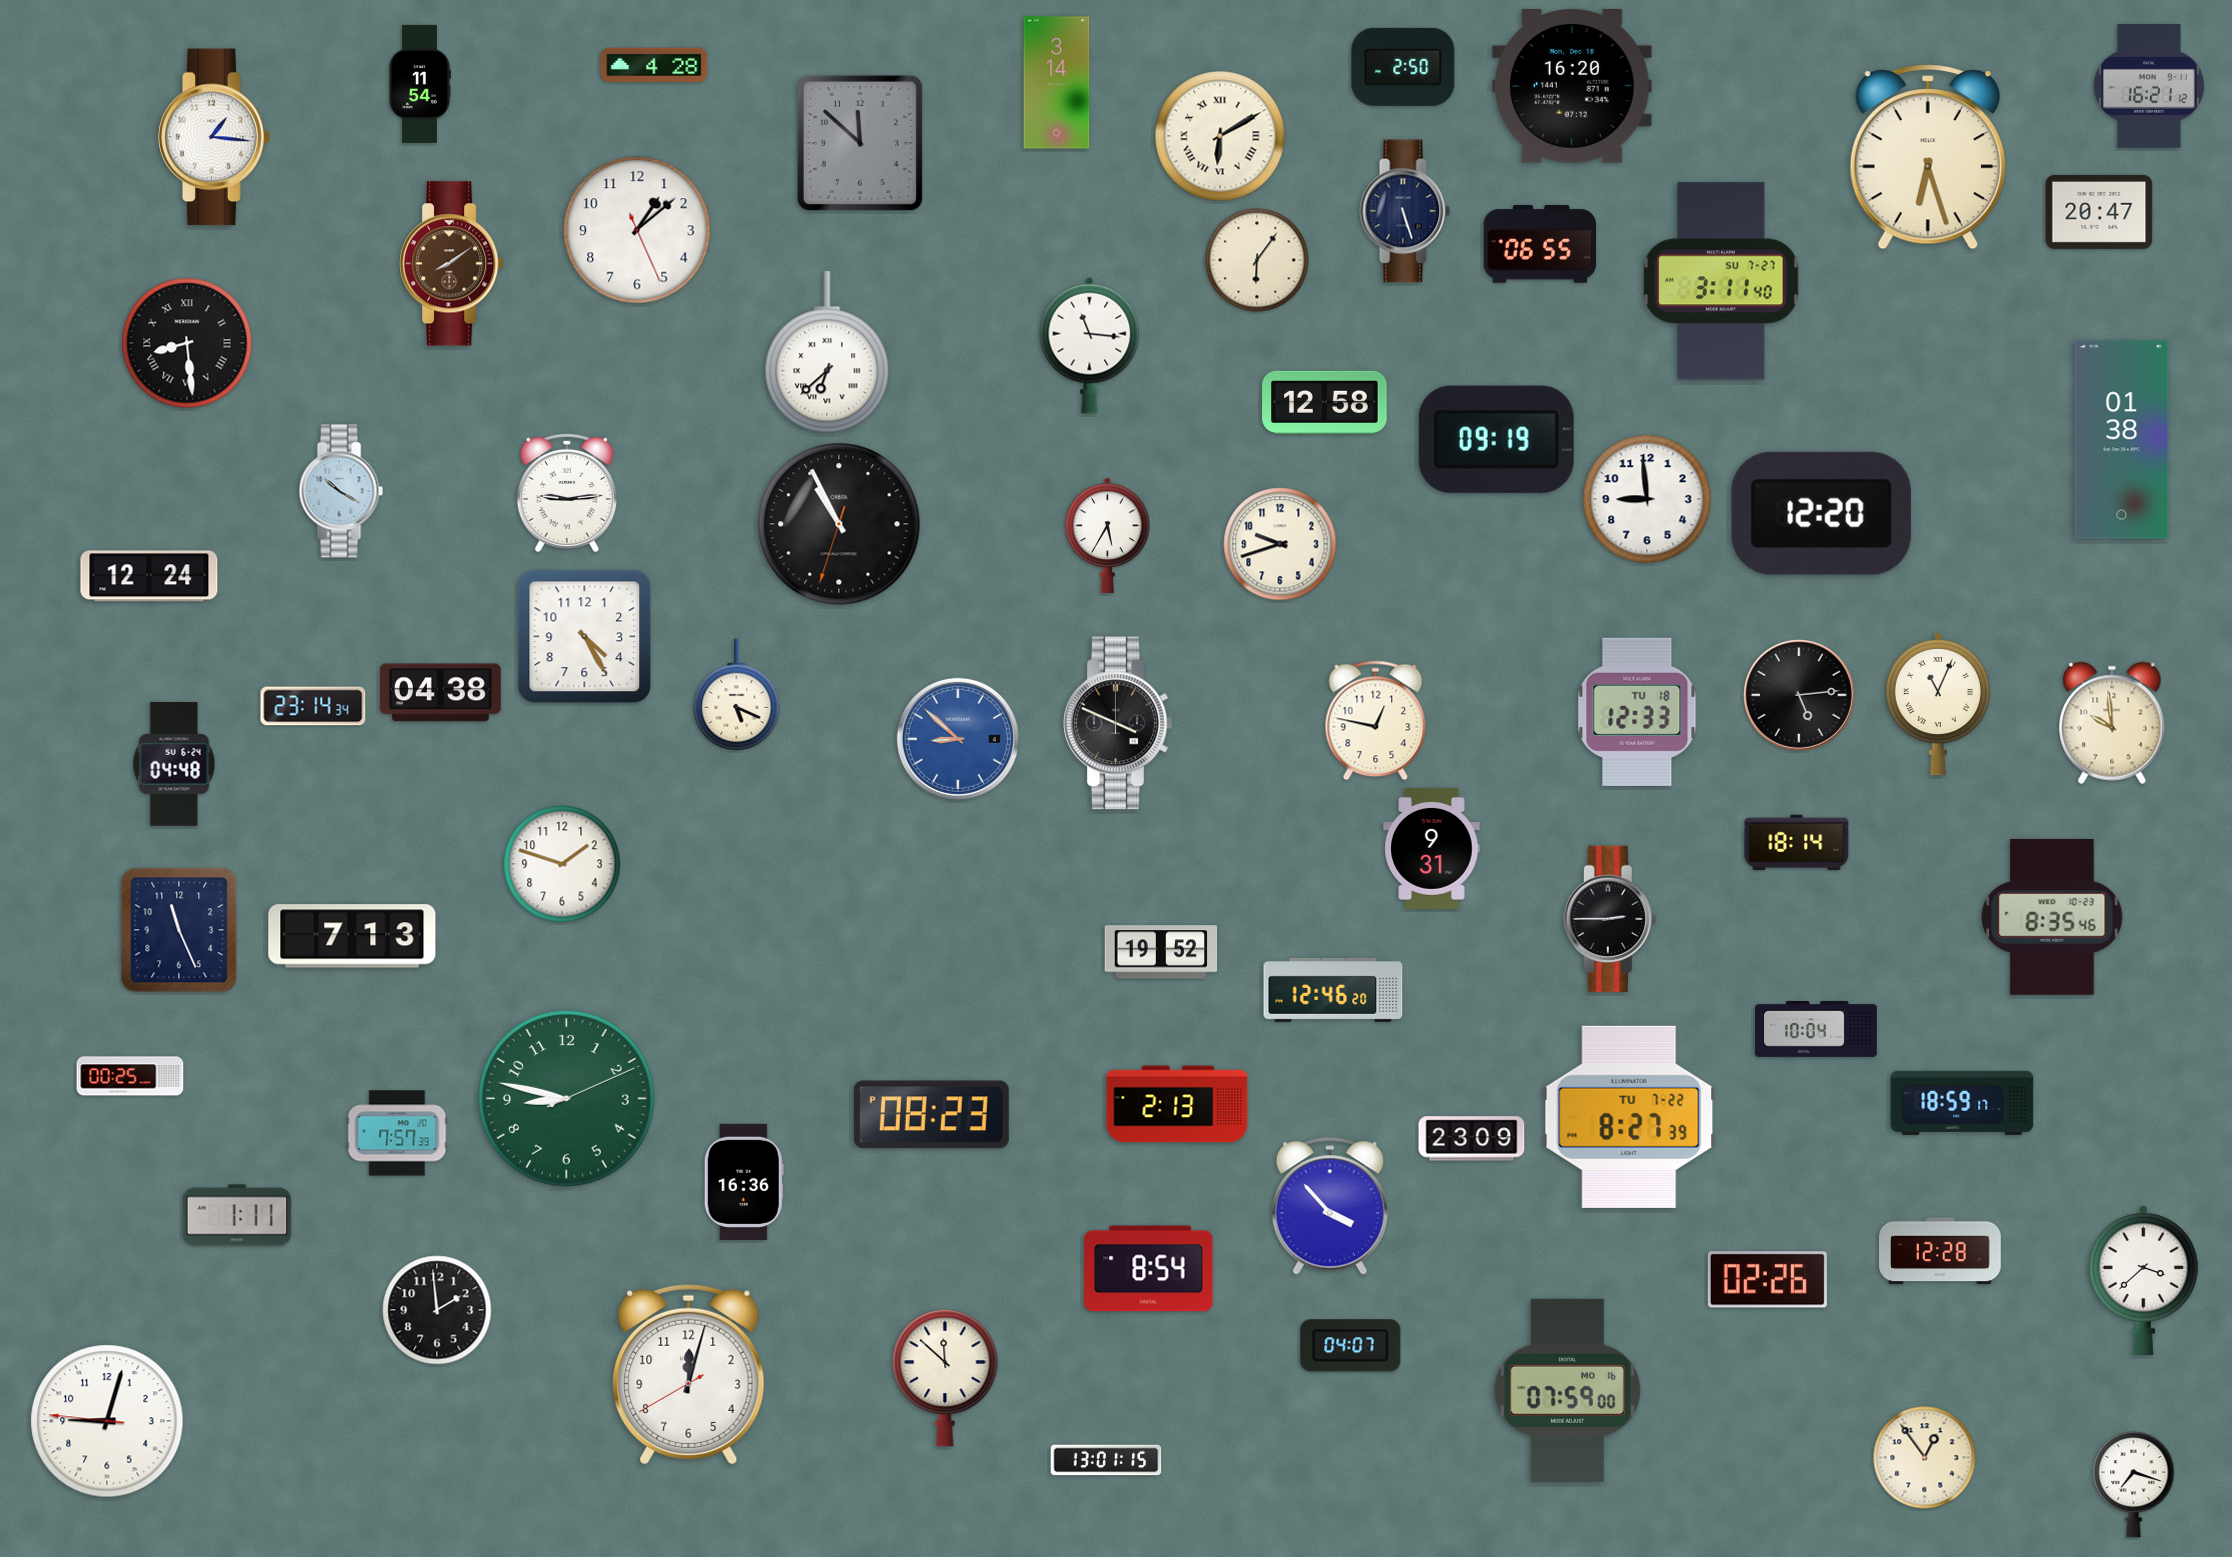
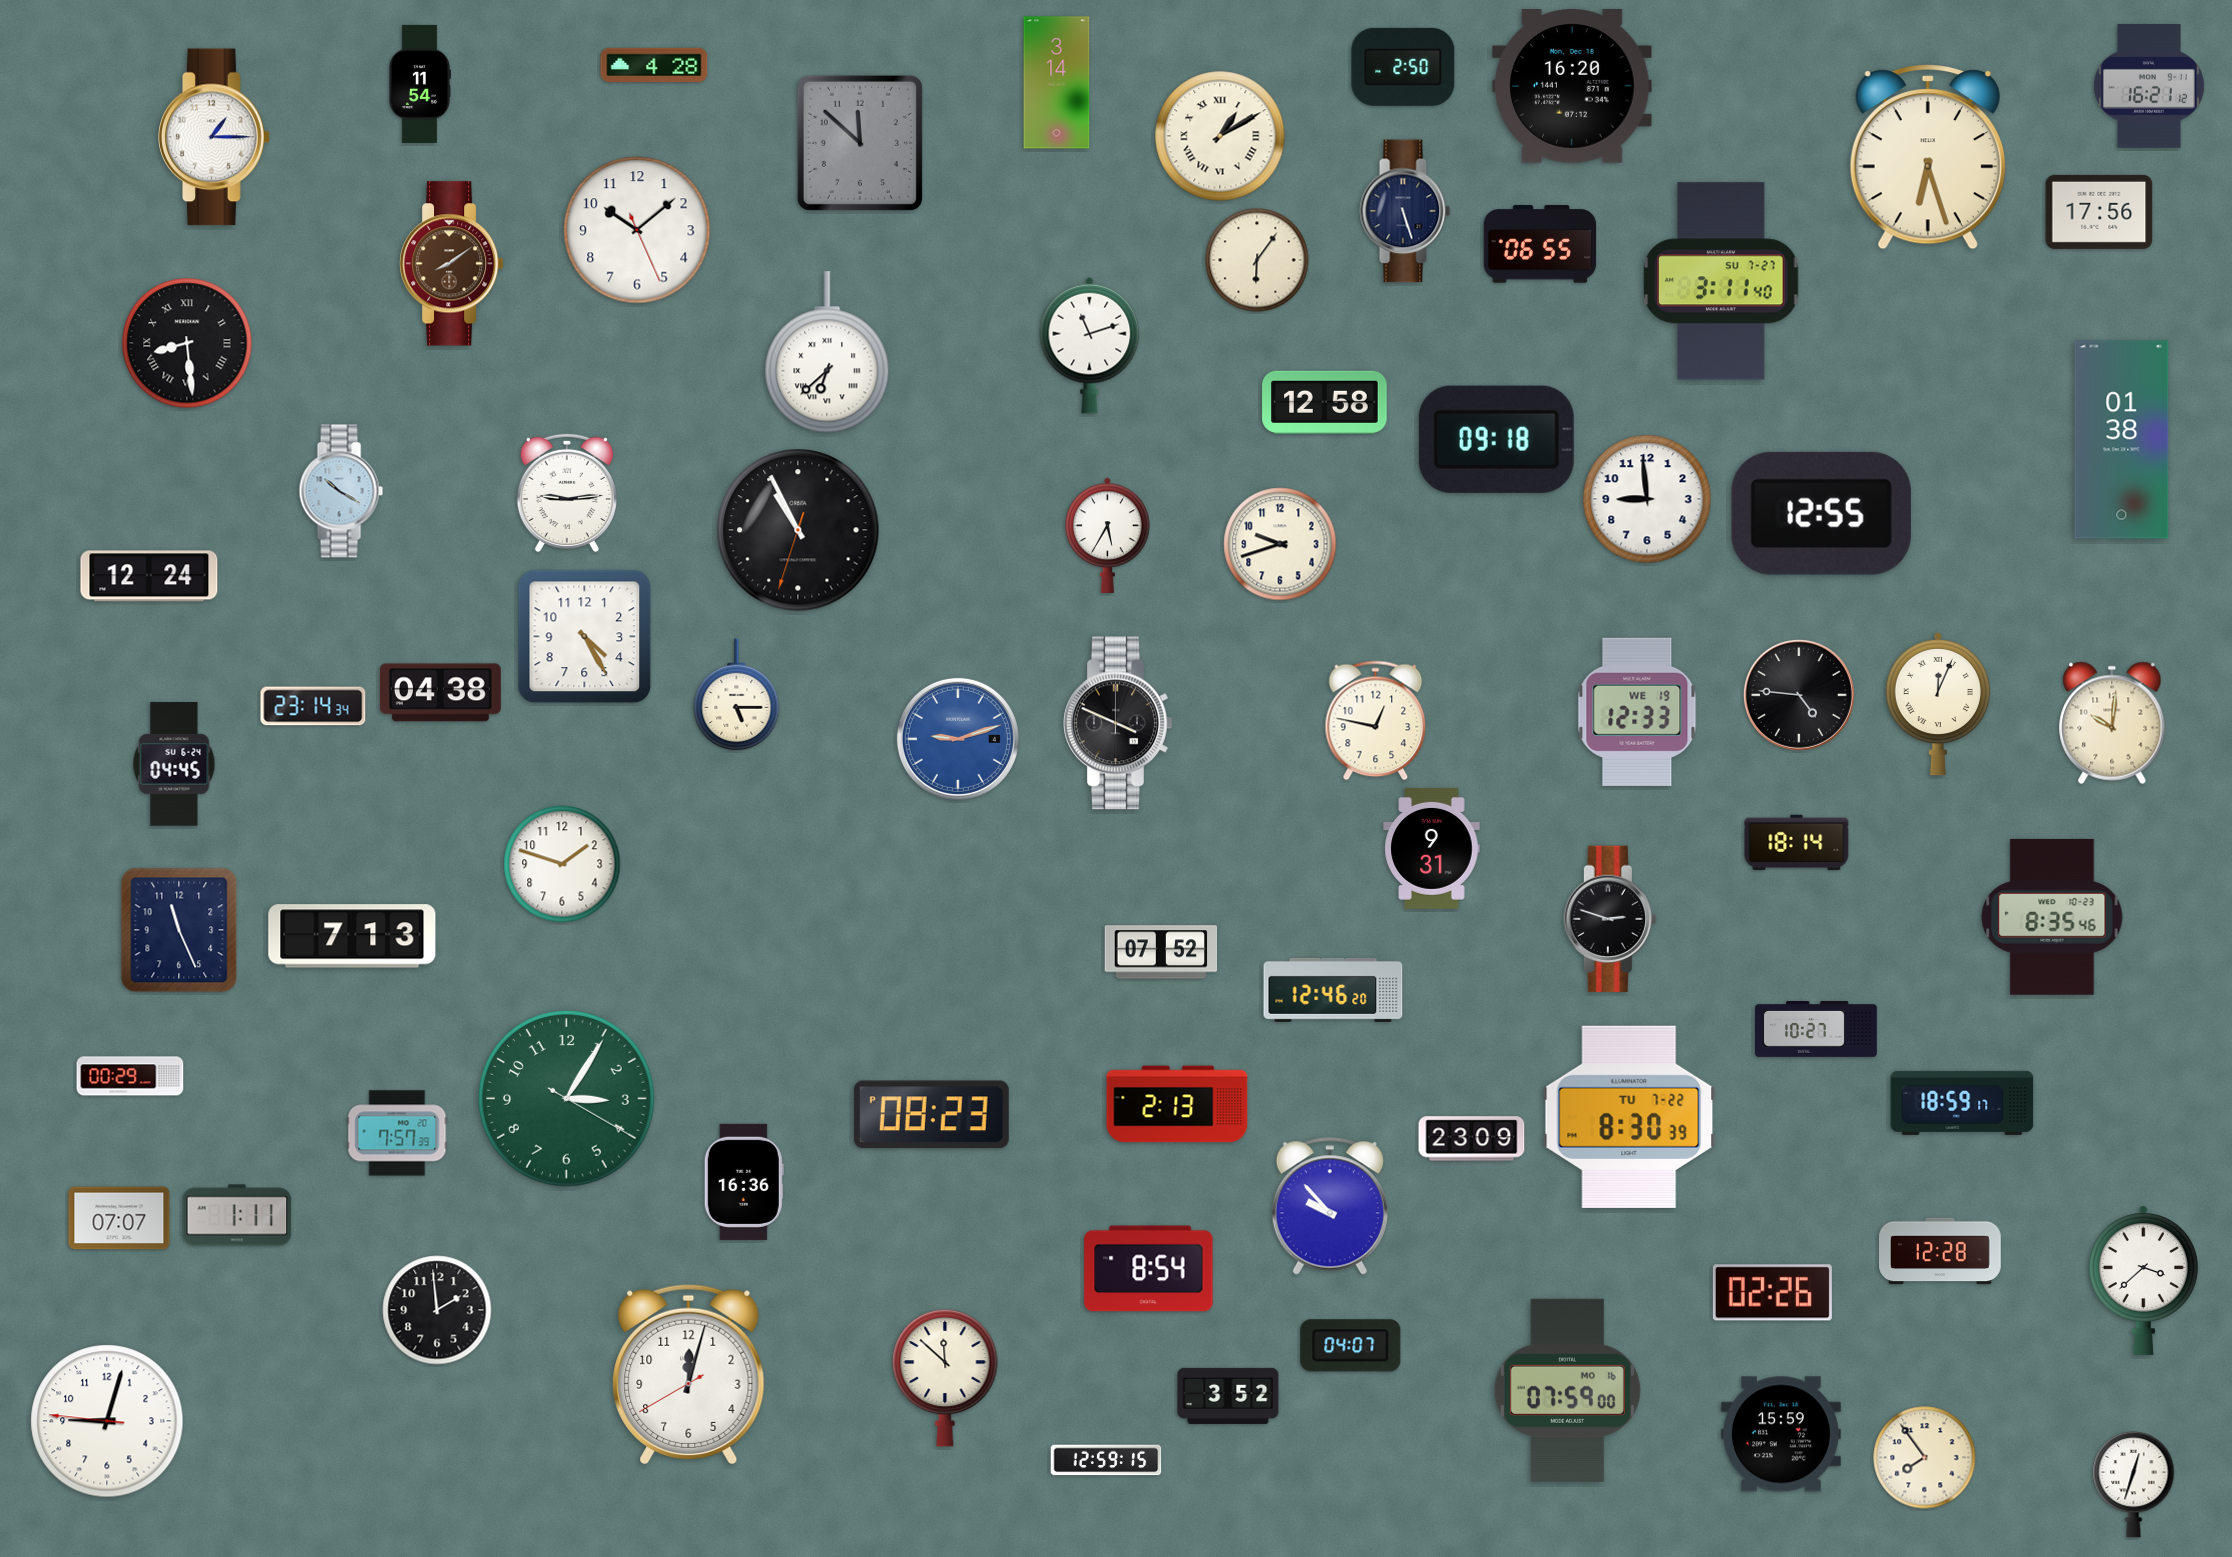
clock at (1220, 136): 6:10 -> 1:10
clock at (214, 137): 1:16 -> 1:15
clock at (2099, 212): 20:47 -> 17:56
clock at (637, 230): 1:08 -> 10:08
clock at (1090, 345): 11:16 -> 11:12
clock at (1496, 439): 09:19 -> 09:18
clock at (1821, 513): 12:20 -> 12:55
clock at (839, 524) position: (839, 524) -> (798, 530)
clock at (737, 694): 5:19 -> 5:15
clock at (1799, 695): 5:14 -> 4:46
clock at (1938, 704): 11:04 -> 12:04
clock at (1637, 712) date: TU 18 -> WE 19
clock at (2112, 723): 9:59 -> 10:01
clock at (958, 739): 8:52 -> 9:12
clock at (174, 764): 04:48 -> 04:45
clock at (1610, 919): 2:45 -> 2:48
clock at (1161, 952): 19:52 -> 07:52
clock at (1816, 1030): 10:04 -> 10:27
clock at (130, 1076): 00:25 -> 00:29
clock at (567, 1099): 8:47 -> 3:05
clock at (1629, 1117): 8:27 -> 8:30
clock at (1330, 1206): 3:53 -> 9:53
clock at (119, 1218): none -> 07:07
clock at (1767, 1280) position: (1767, 1280) -> (1772, 1293)
clock at (1228, 1396): none -> 3:52
clock at (1781, 1434): none -> 15:59
clock at (1925, 1458): 12:54 -> 7:54
clock at (1106, 1460): 13:01 -> 12:59
clock at (2134, 1484): 7:18 -> 12:33
